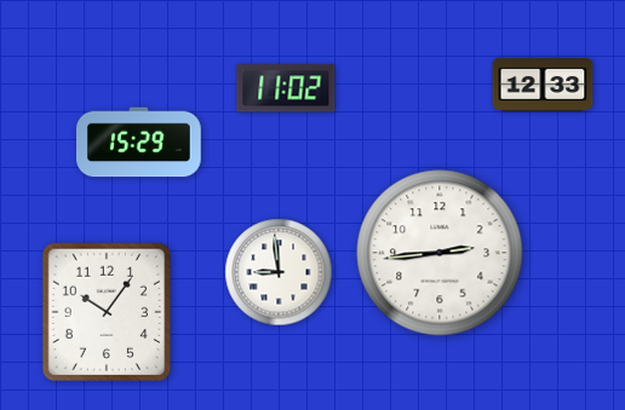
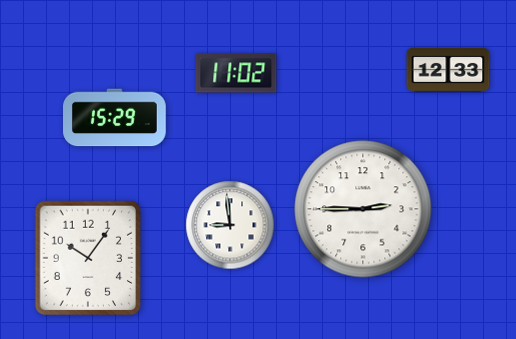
clock at (440, 253): 2:44 -> 2:45
